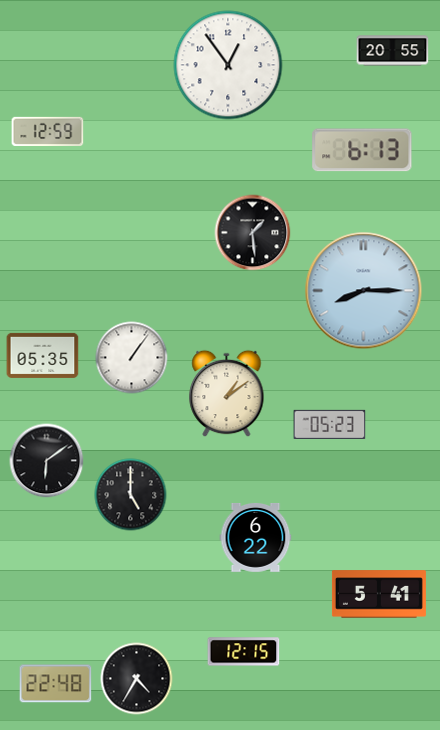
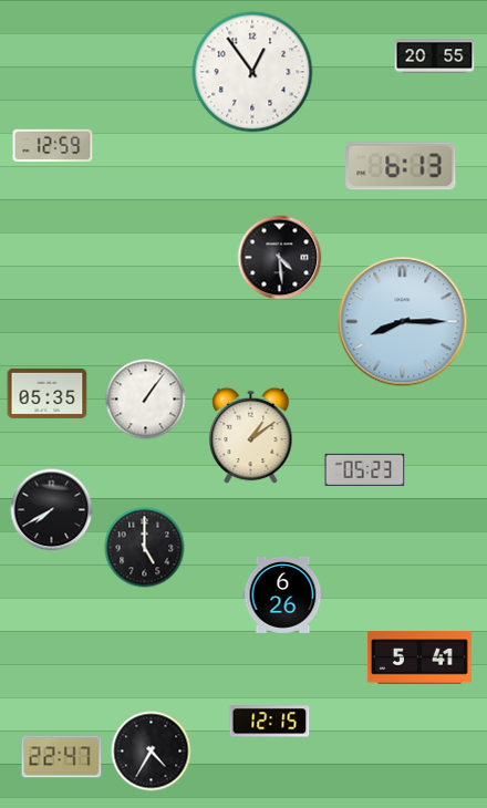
clock at (253, 233): 1:29 -> 4:29
clock at (132, 358) position: (132, 358) -> (146, 400)
clock at (47, 461): 6:09 -> 7:40
clock at (256, 537): 6:22 -> 6:26
clock at (56, 684): 22:48 -> 22:47
